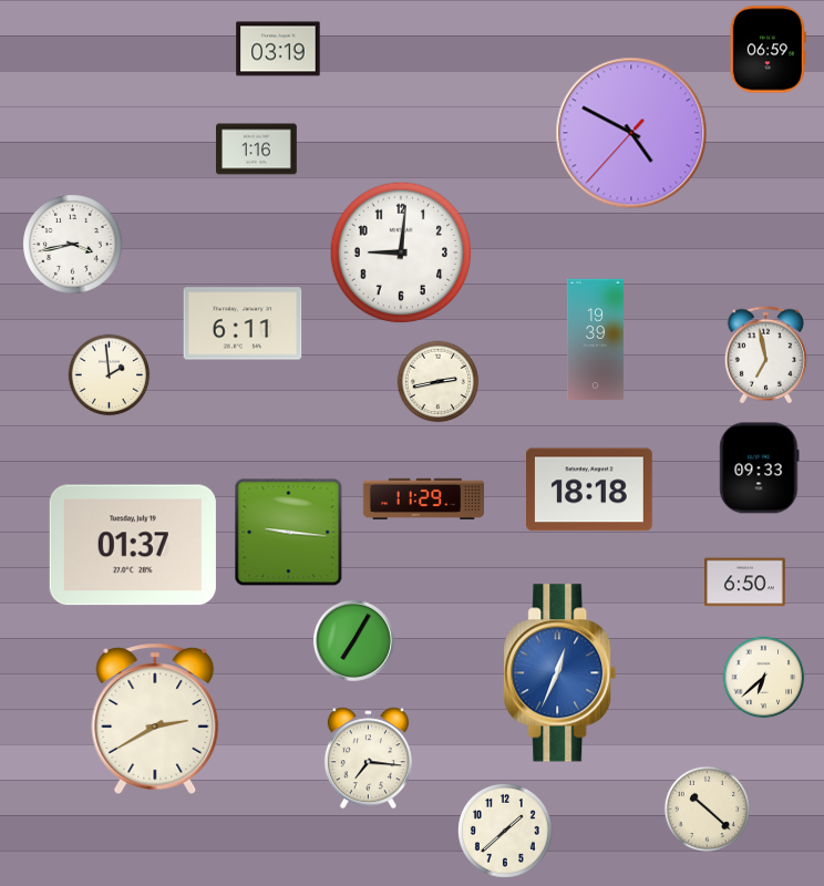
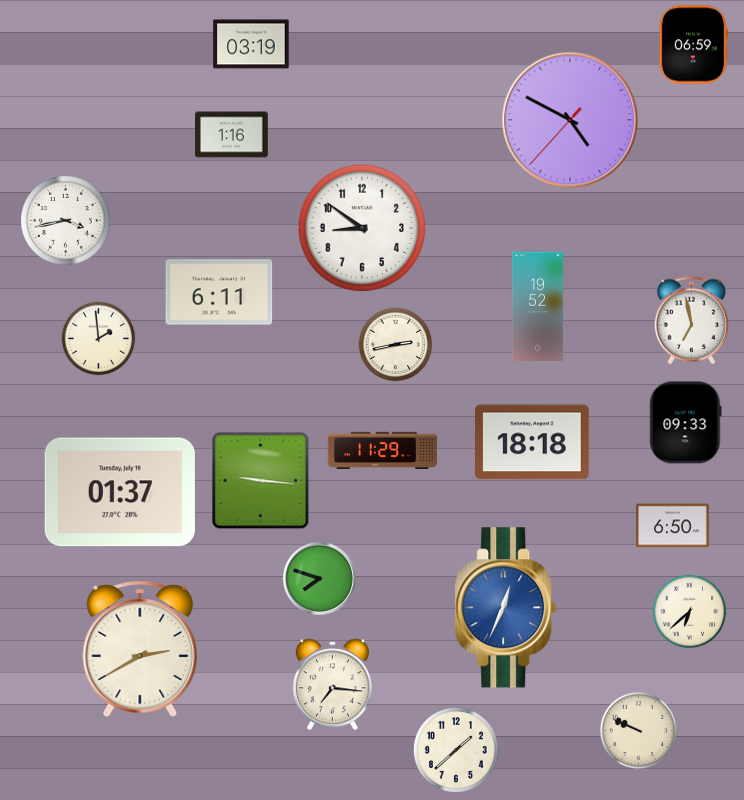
clock at (401, 253): 9:01 -> 8:51
clock at (595, 340): 19:39 -> 19:52
clock at (353, 640): 7:05 -> 7:48
clock at (708, 810): 10:22 -> 9:49
